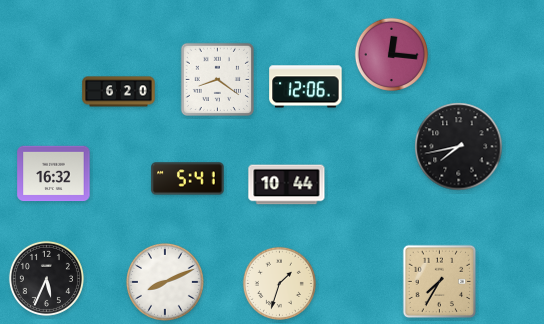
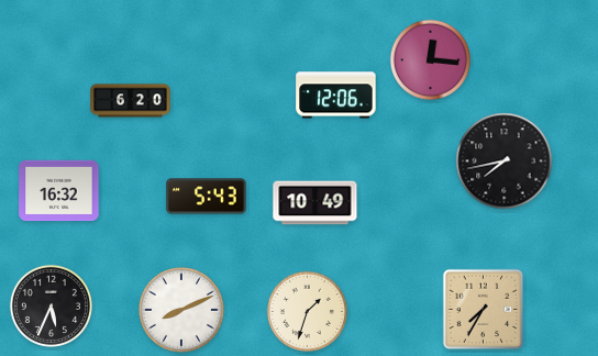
clock at (217, 79): 8:21 -> none
clock at (188, 179): 5:41 -> 5:43
clock at (287, 185): 10:44 -> 10:49
